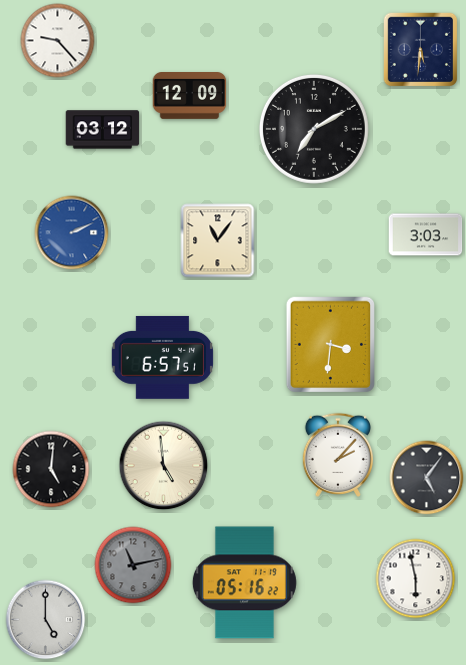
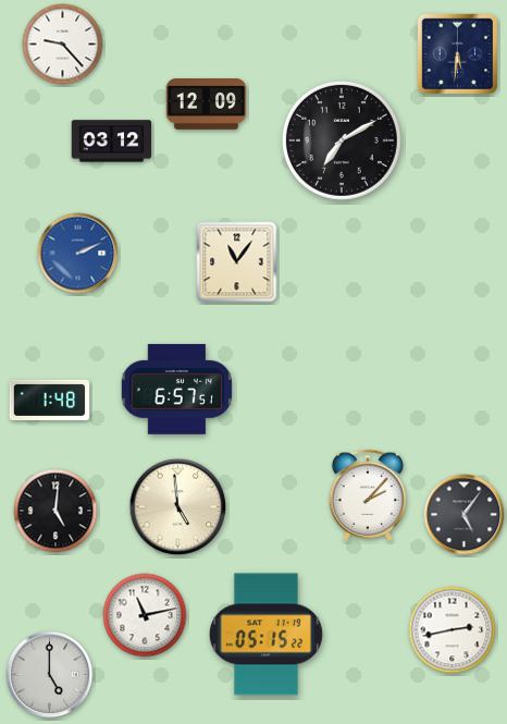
clock at (426, 235): 3:03 -> none
clock at (330, 345): 3:31 -> none
clock at (50, 400): none -> 1:48
clock at (427, 478) position: (427, 478) -> (465, 515)
clock at (133, 565) dial: grey -> white
clock at (416, 579): 5:58 -> 2:43
clock at (244, 583): 05:16 -> 05:15
